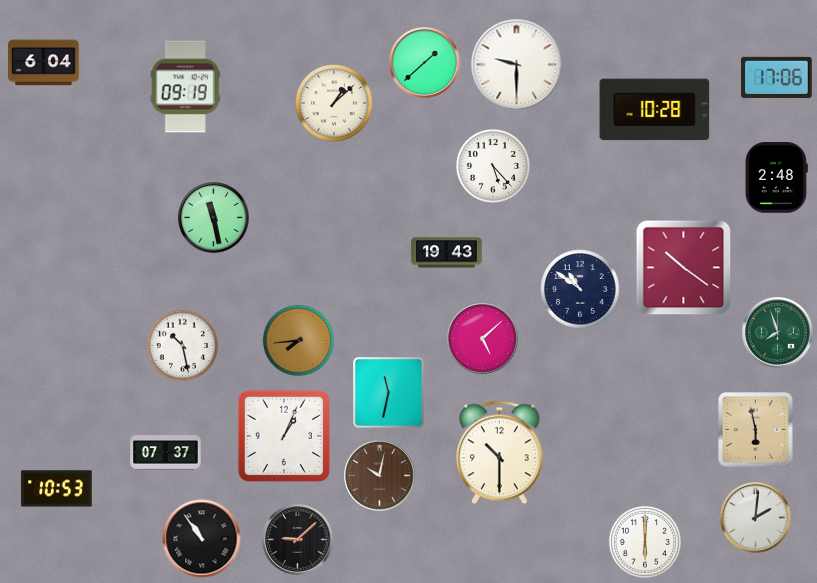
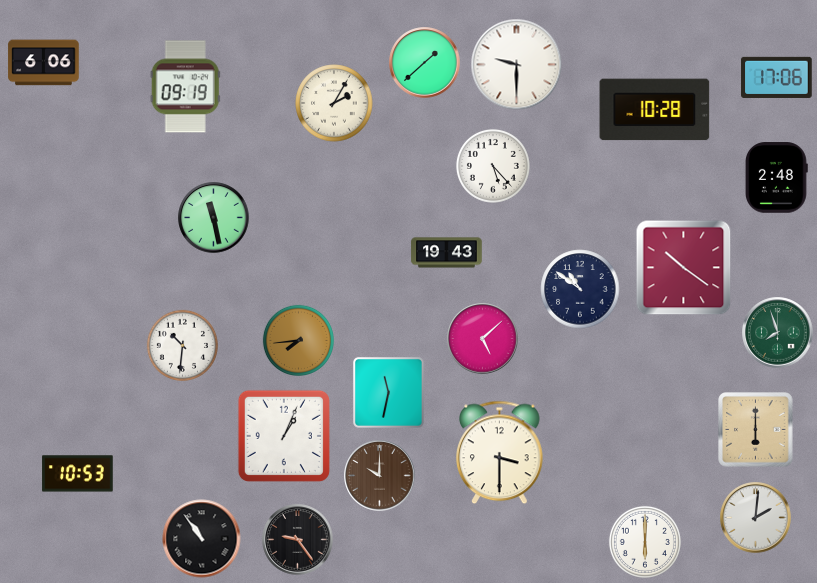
clock at (44, 63): 6:04 -> 6:06
clock at (334, 103): 1:08 -> 2:05
clock at (182, 345): 10:28 -> 10:31
clock at (756, 430): 5:58 -> 6:00
clock at (166, 453): 07:37 -> none
clock at (500, 453): 10:30 -> 3:30
clock at (380, 476): 10:02 -> 10:00
clock at (57, 489) position: (57, 489) -> (78, 474)
clock at (298, 540): 9:08 -> 9:24
